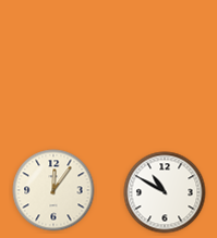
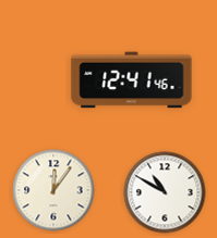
clock at (132, 80): none -> 12:41
